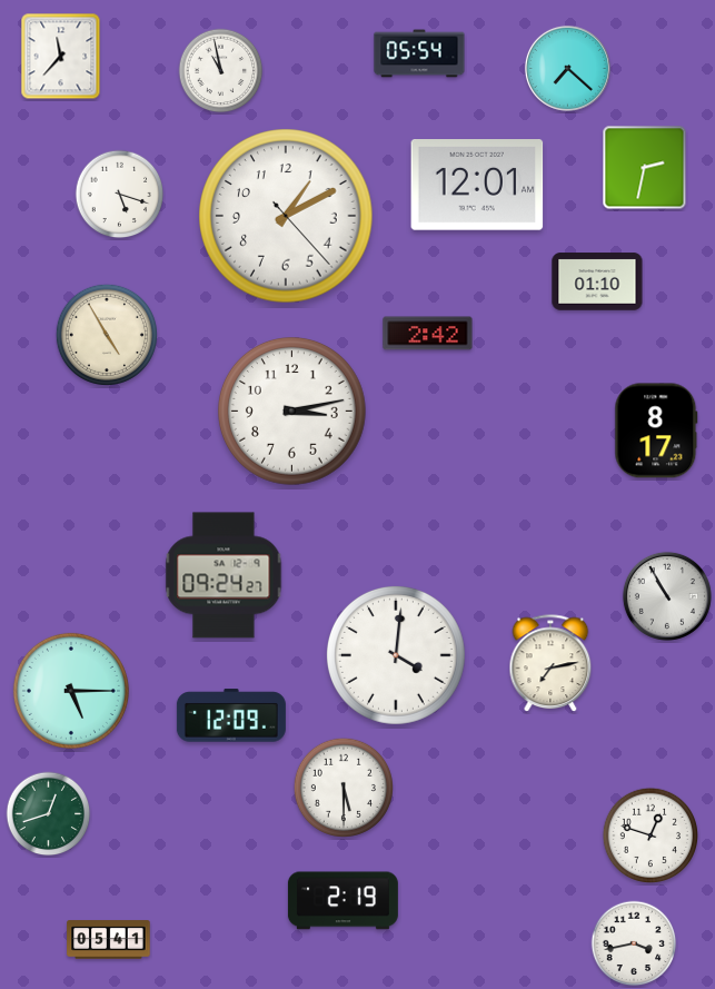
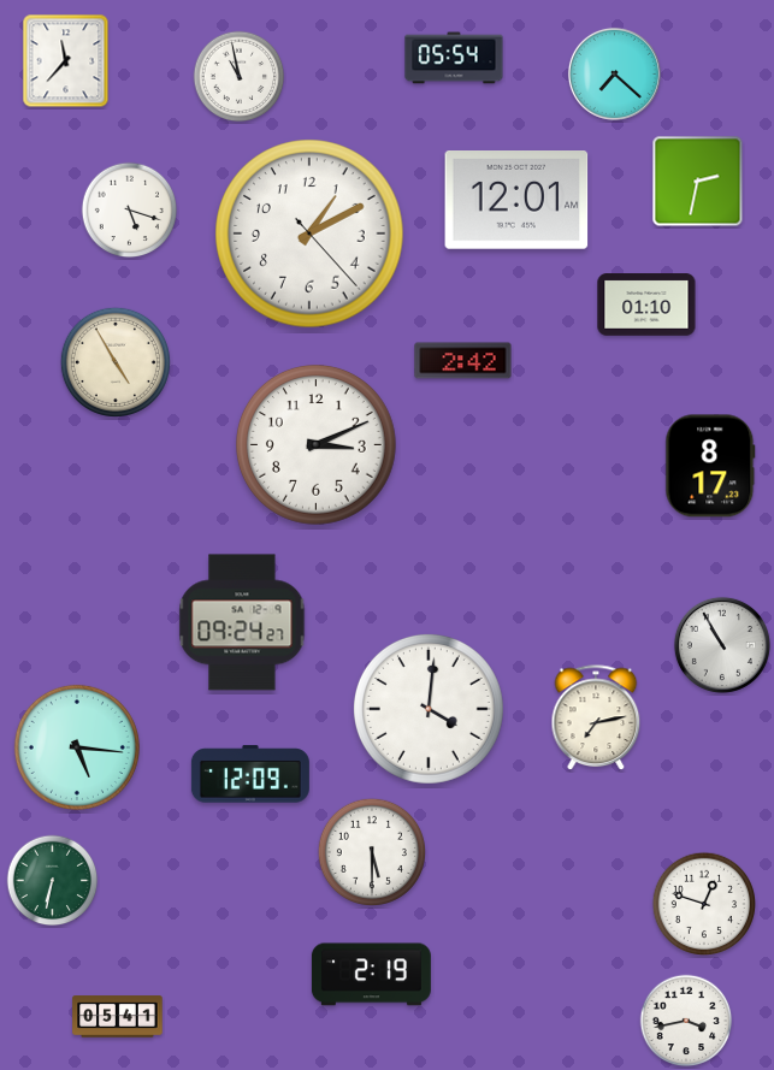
clock at (292, 412): 3:13 -> 3:11
clock at (71, 691): 5:15 -> 5:16
clock at (49, 814): 12:42 -> 6:32
